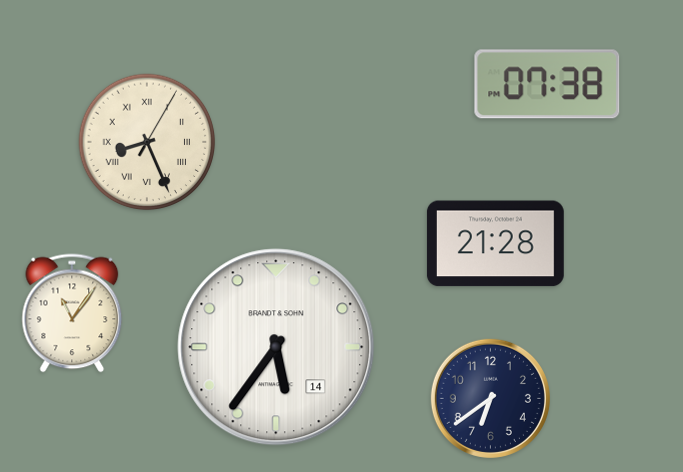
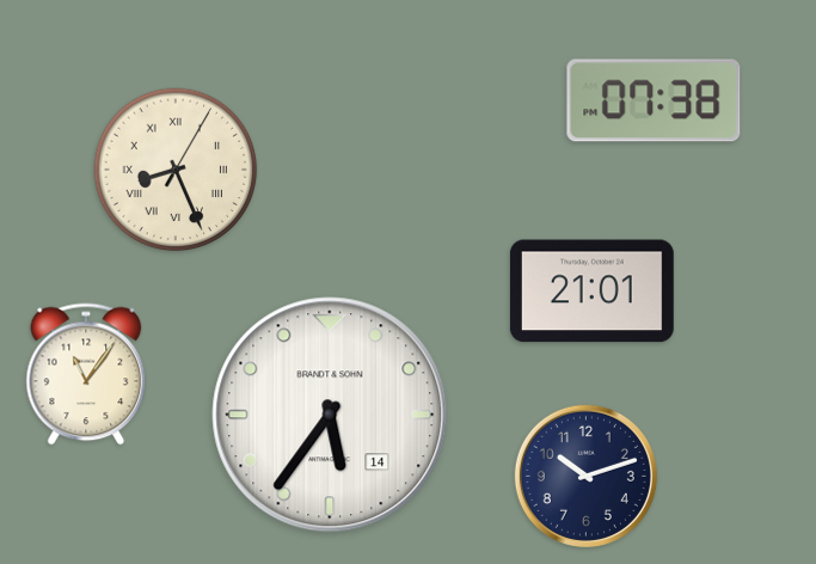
clock at (495, 244): 21:28 -> 21:01
clock at (490, 398): 6:39 -> 10:12
